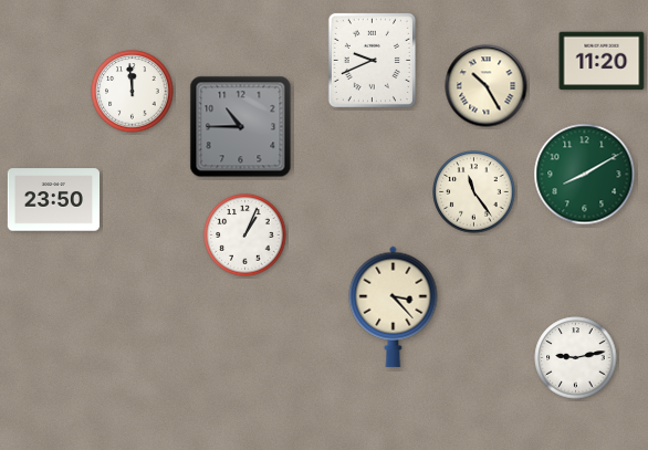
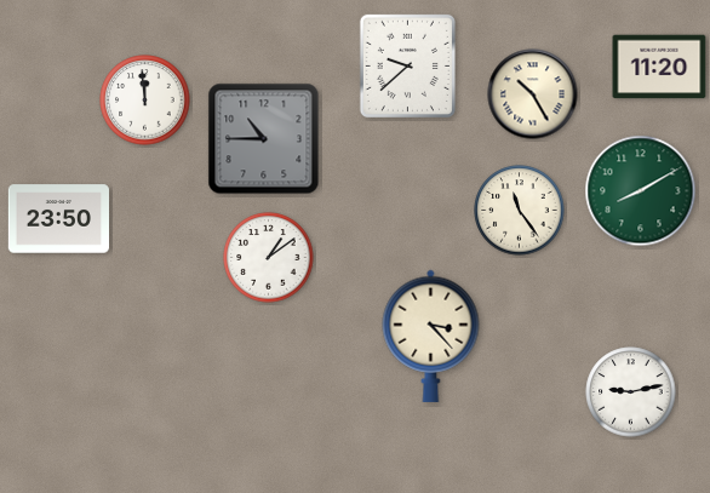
clock at (372, 60): 9:41 -> 9:38
clock at (245, 236): 1:04 -> 1:09
